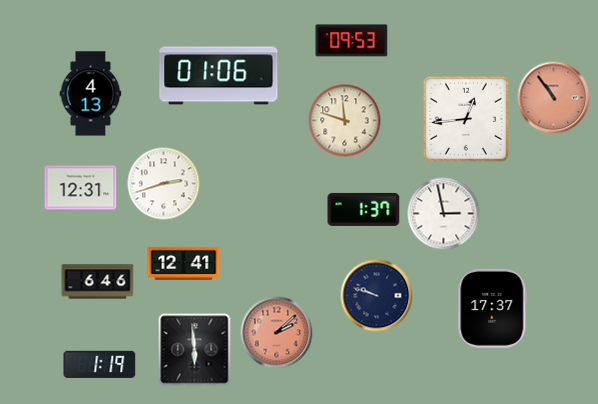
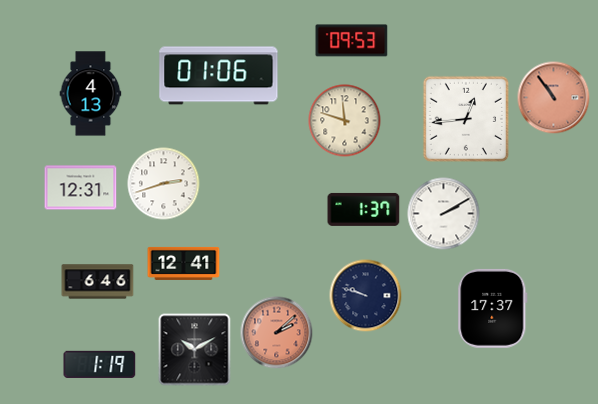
clock at (444, 214): 2:58 -> 2:10
clock at (377, 296) position: (377, 296) -> (366, 296)
clock at (195, 350): 5:59 -> 10:10
